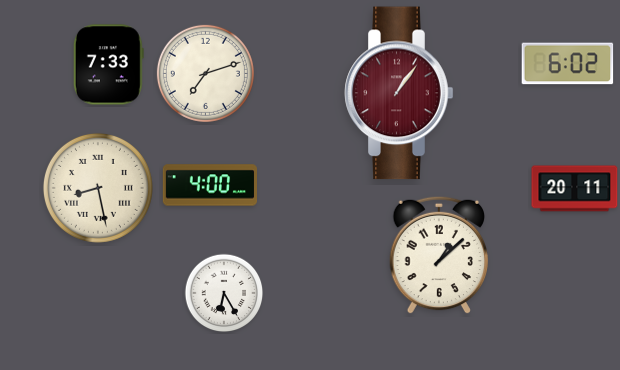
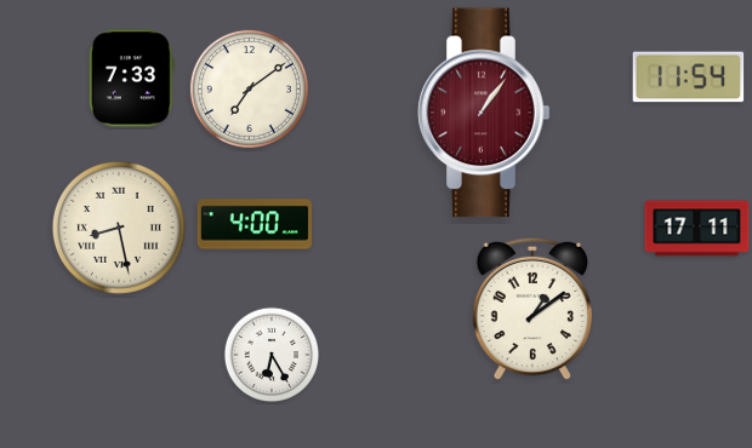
clock at (568, 64): 6:02 -> 11:54
clock at (205, 73): 7:12 -> 7:09
clock at (575, 189): 20:11 -> 17:11
clock at (439, 255): 1:08 -> 1:09
